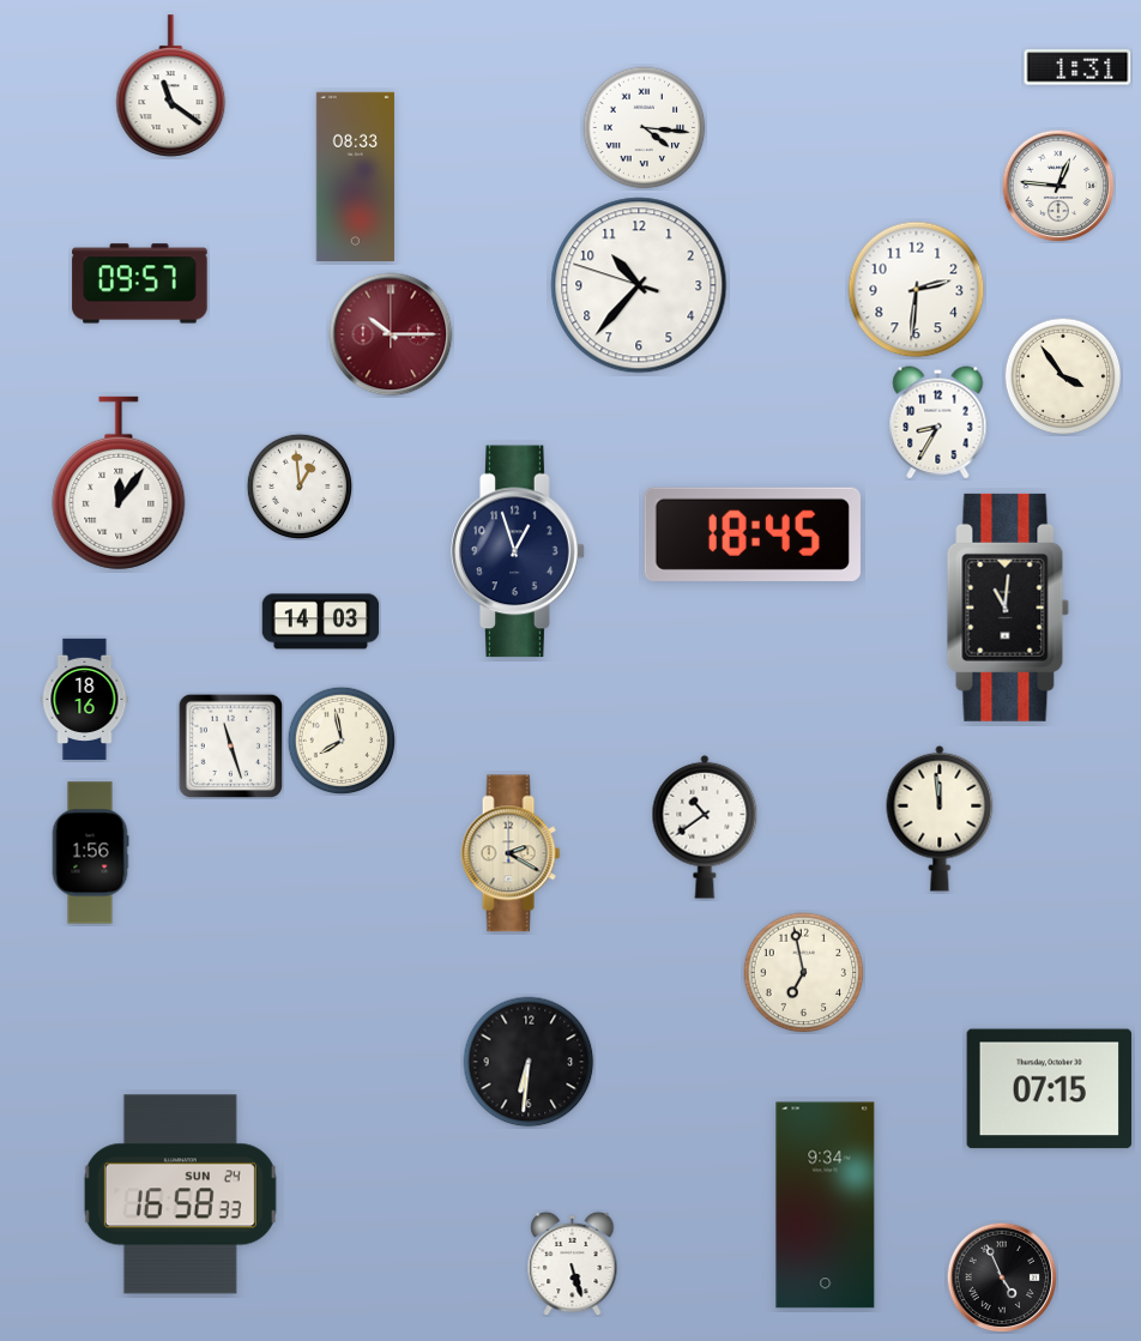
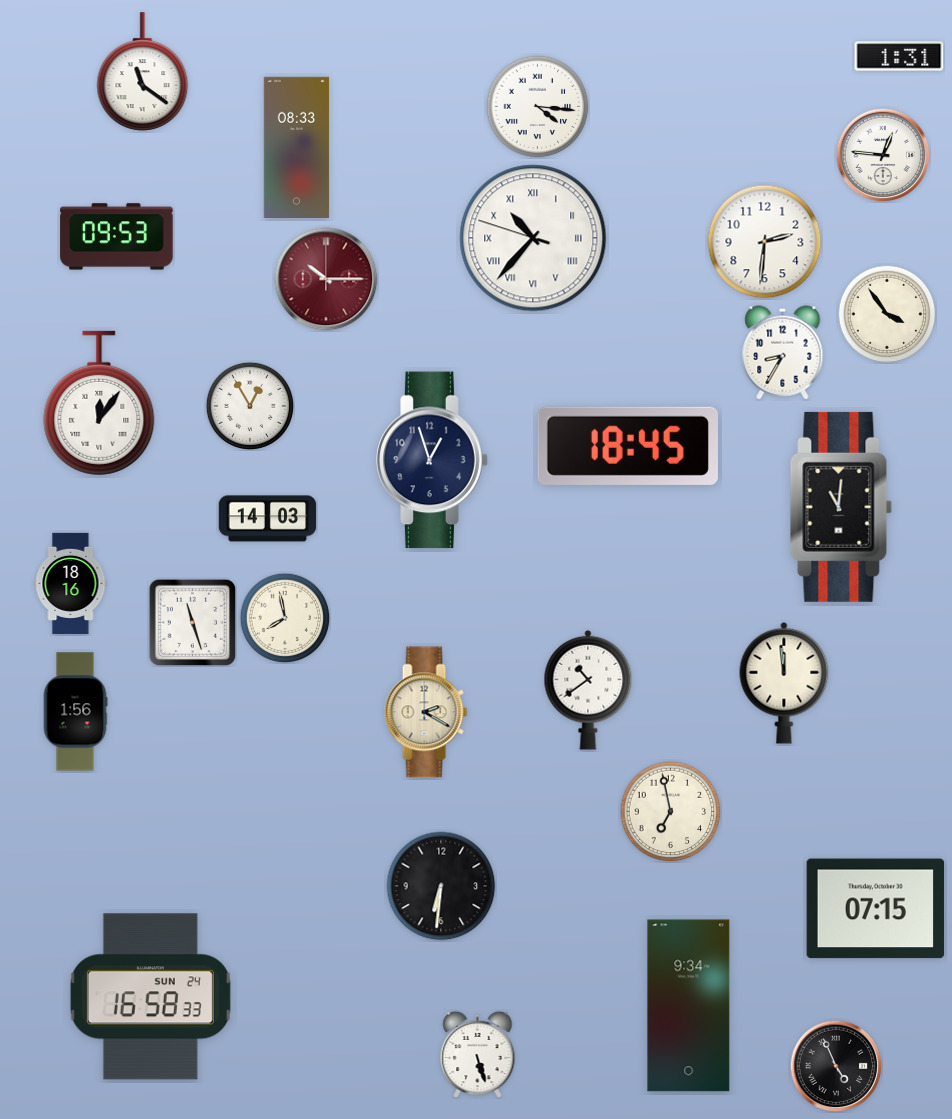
clock at (140, 284): 09:57 -> 09:53
clock at (639, 285) numerals: Arabic -> Roman
clock at (300, 487): 12:59 -> 12:55
